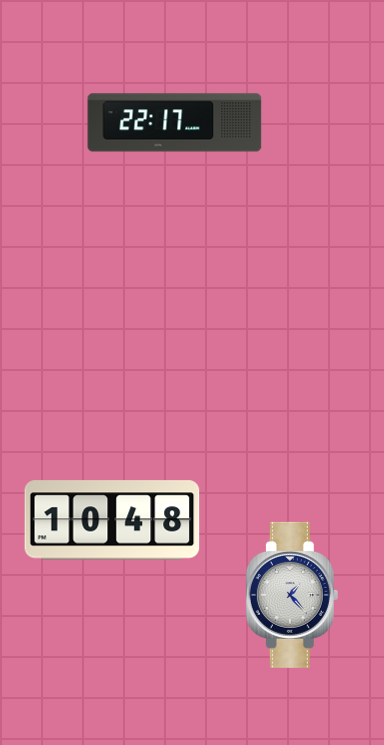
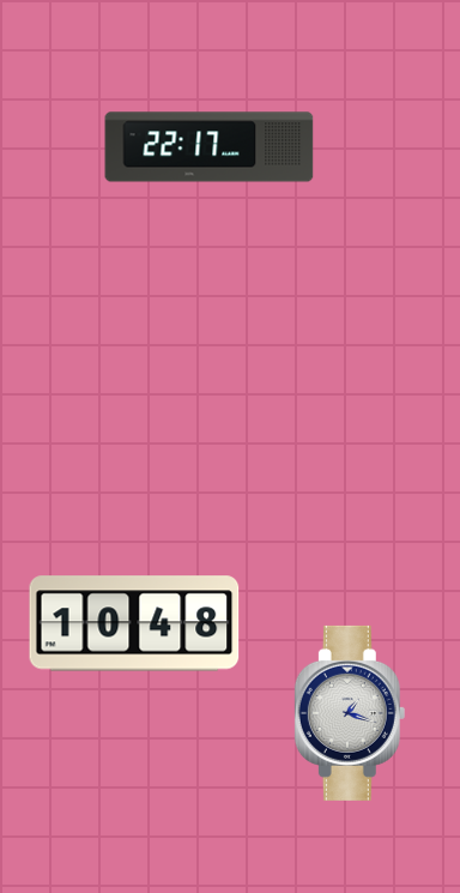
clock at (292, 595): 1:23 -> 1:18
